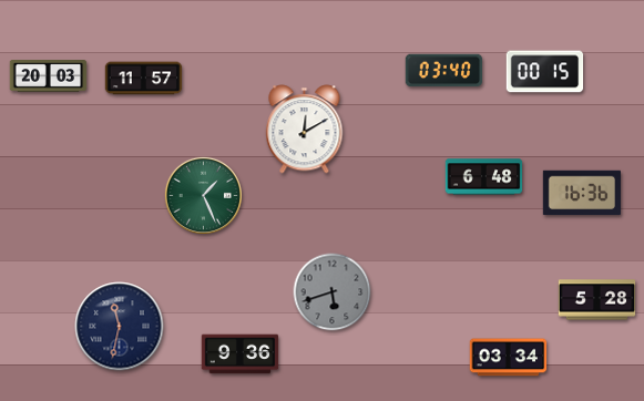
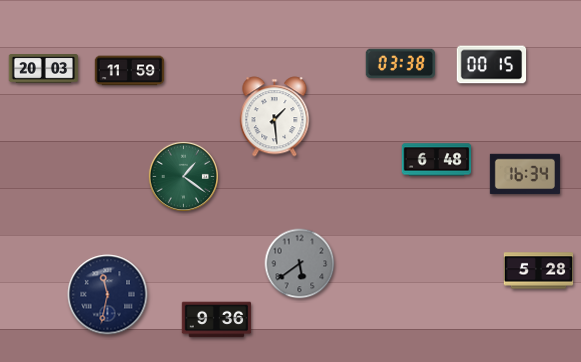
clock at (444, 71): 03:40 -> 03:38
clock at (144, 79): 11:57 -> 11:59
clock at (305, 130): 12:10 -> 1:29
clock at (582, 193): 16:36 -> 16:34
clock at (203, 195): 1:26 -> 1:21
clock at (333, 292): 5:42 -> 5:39
clock at (509, 358): 03:34 -> none
